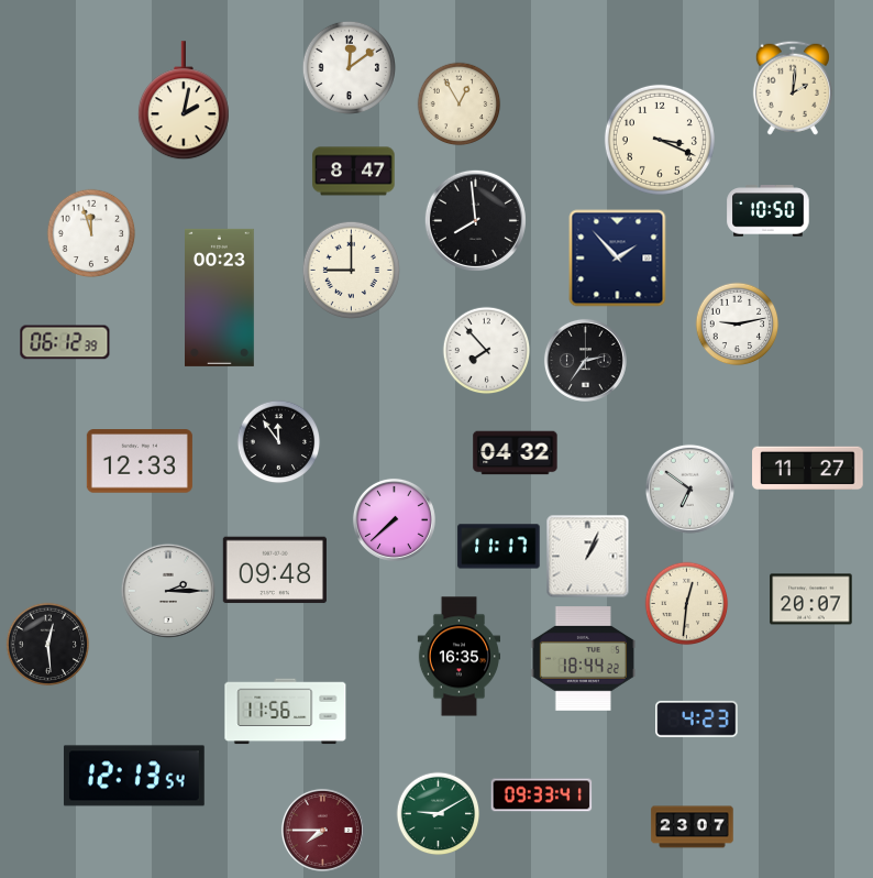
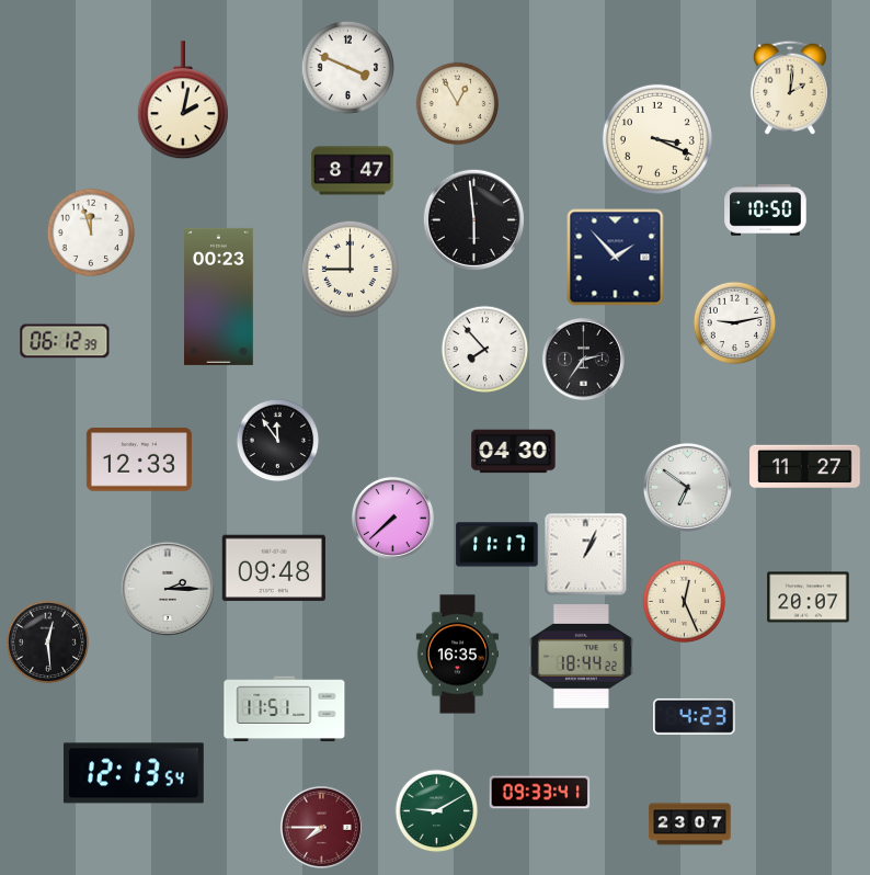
clock at (349, 67): 12:09 -> 3:49
clock at (475, 220): 7:59 -> 5:59
clock at (516, 453): 04:32 -> 04:30
clock at (687, 604): 12:31 -> 12:26
clock at (286, 712): 11:56 -> 11:51
